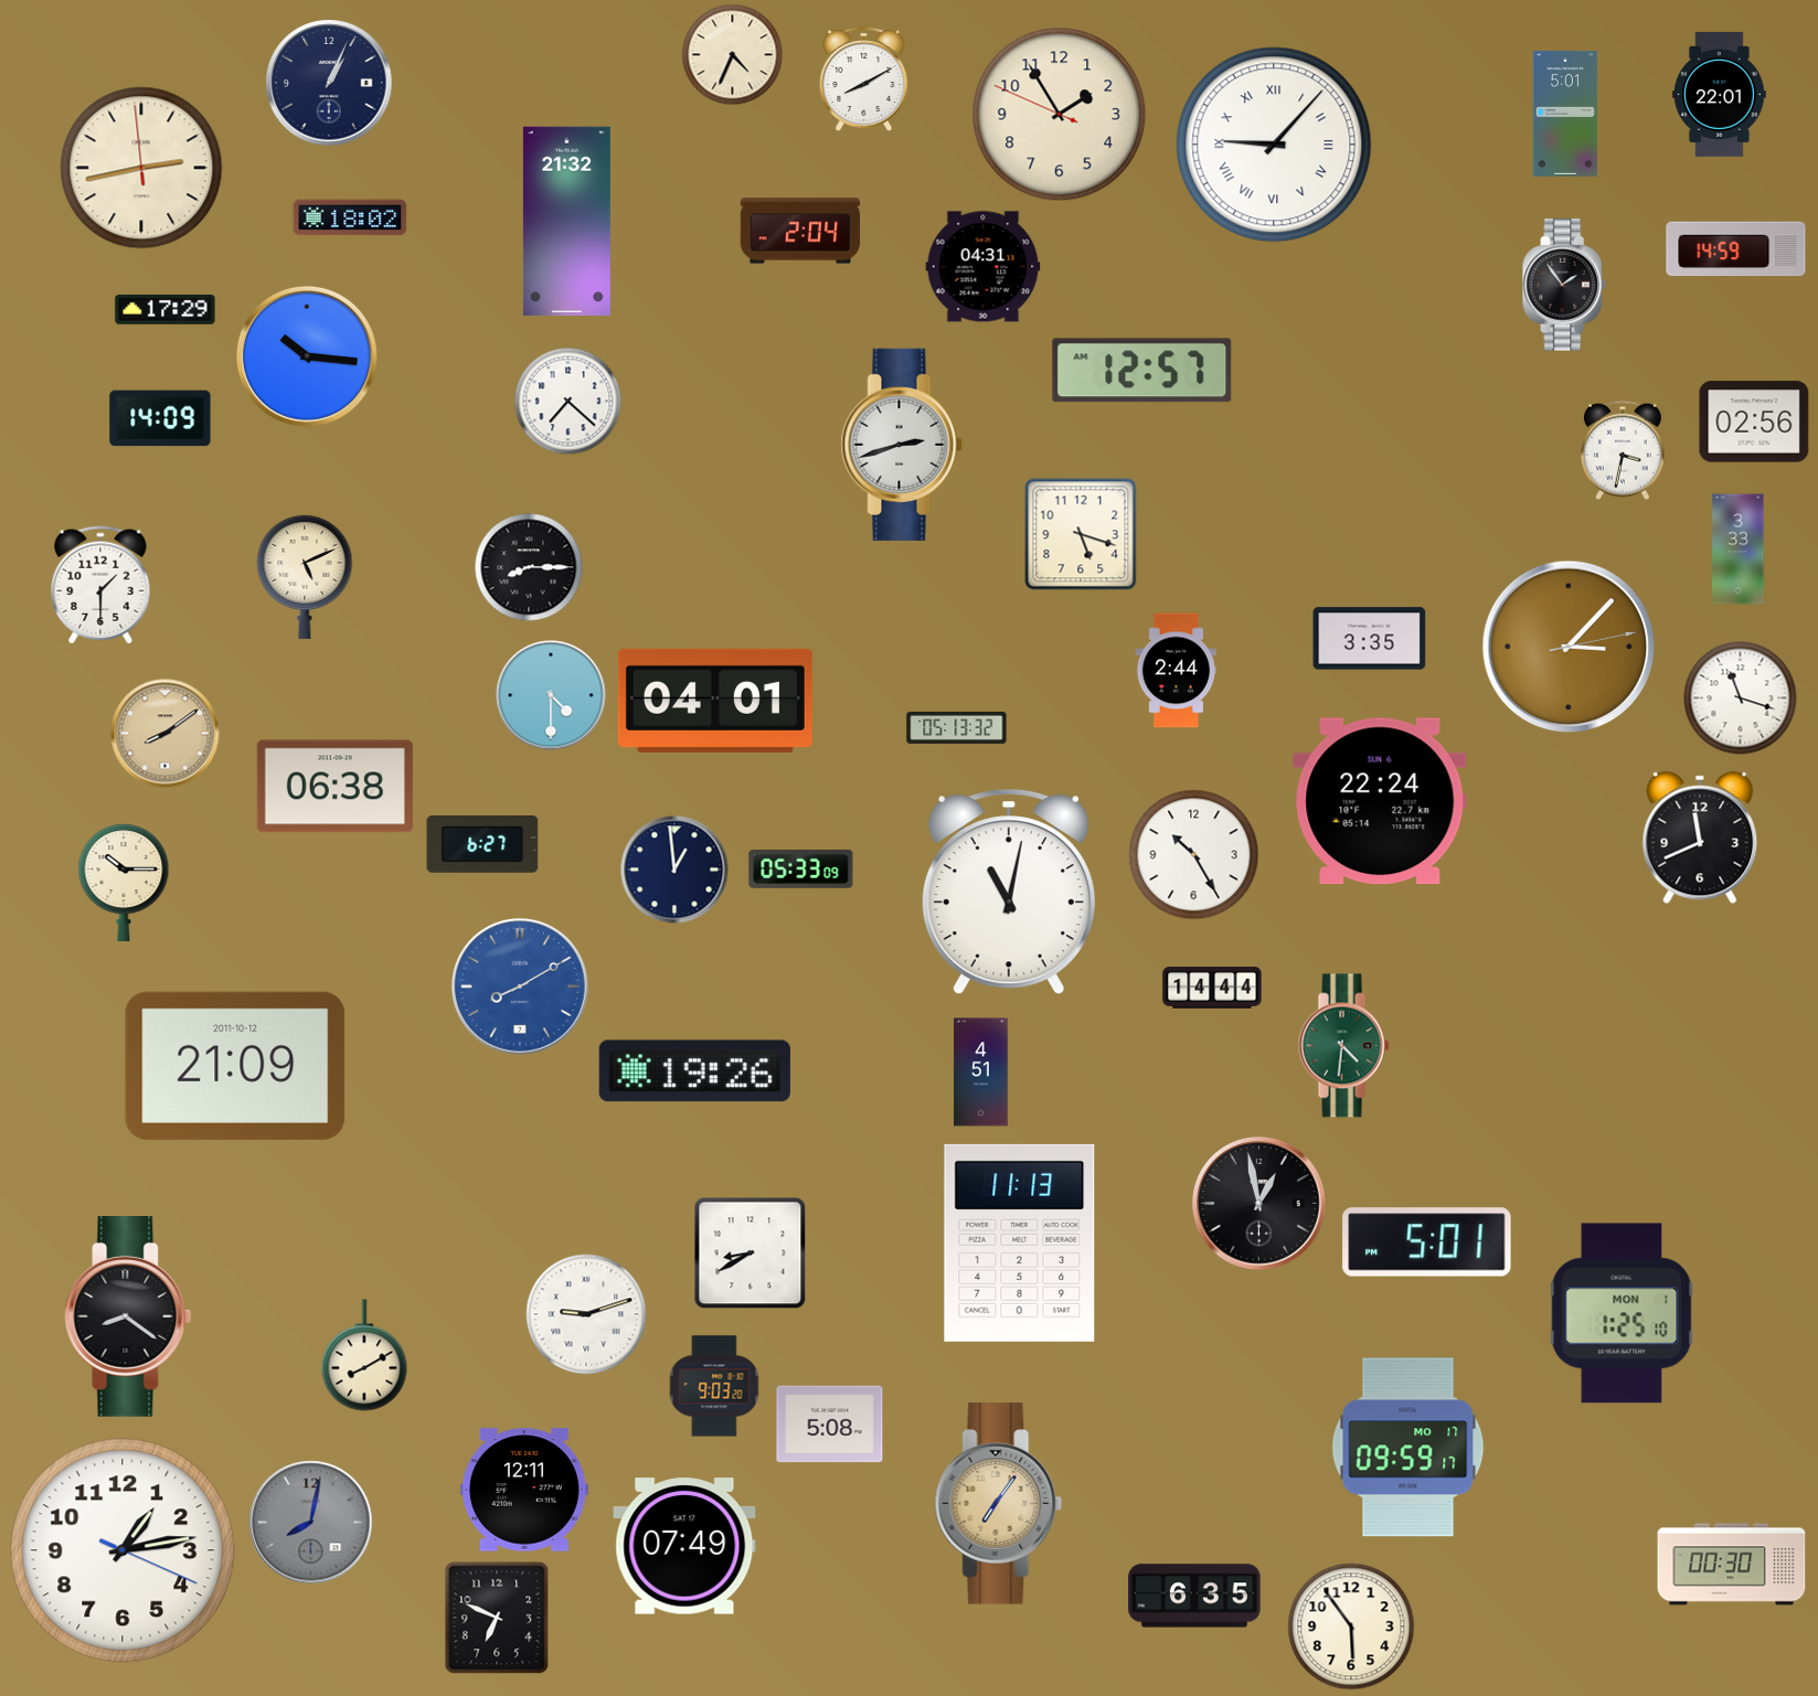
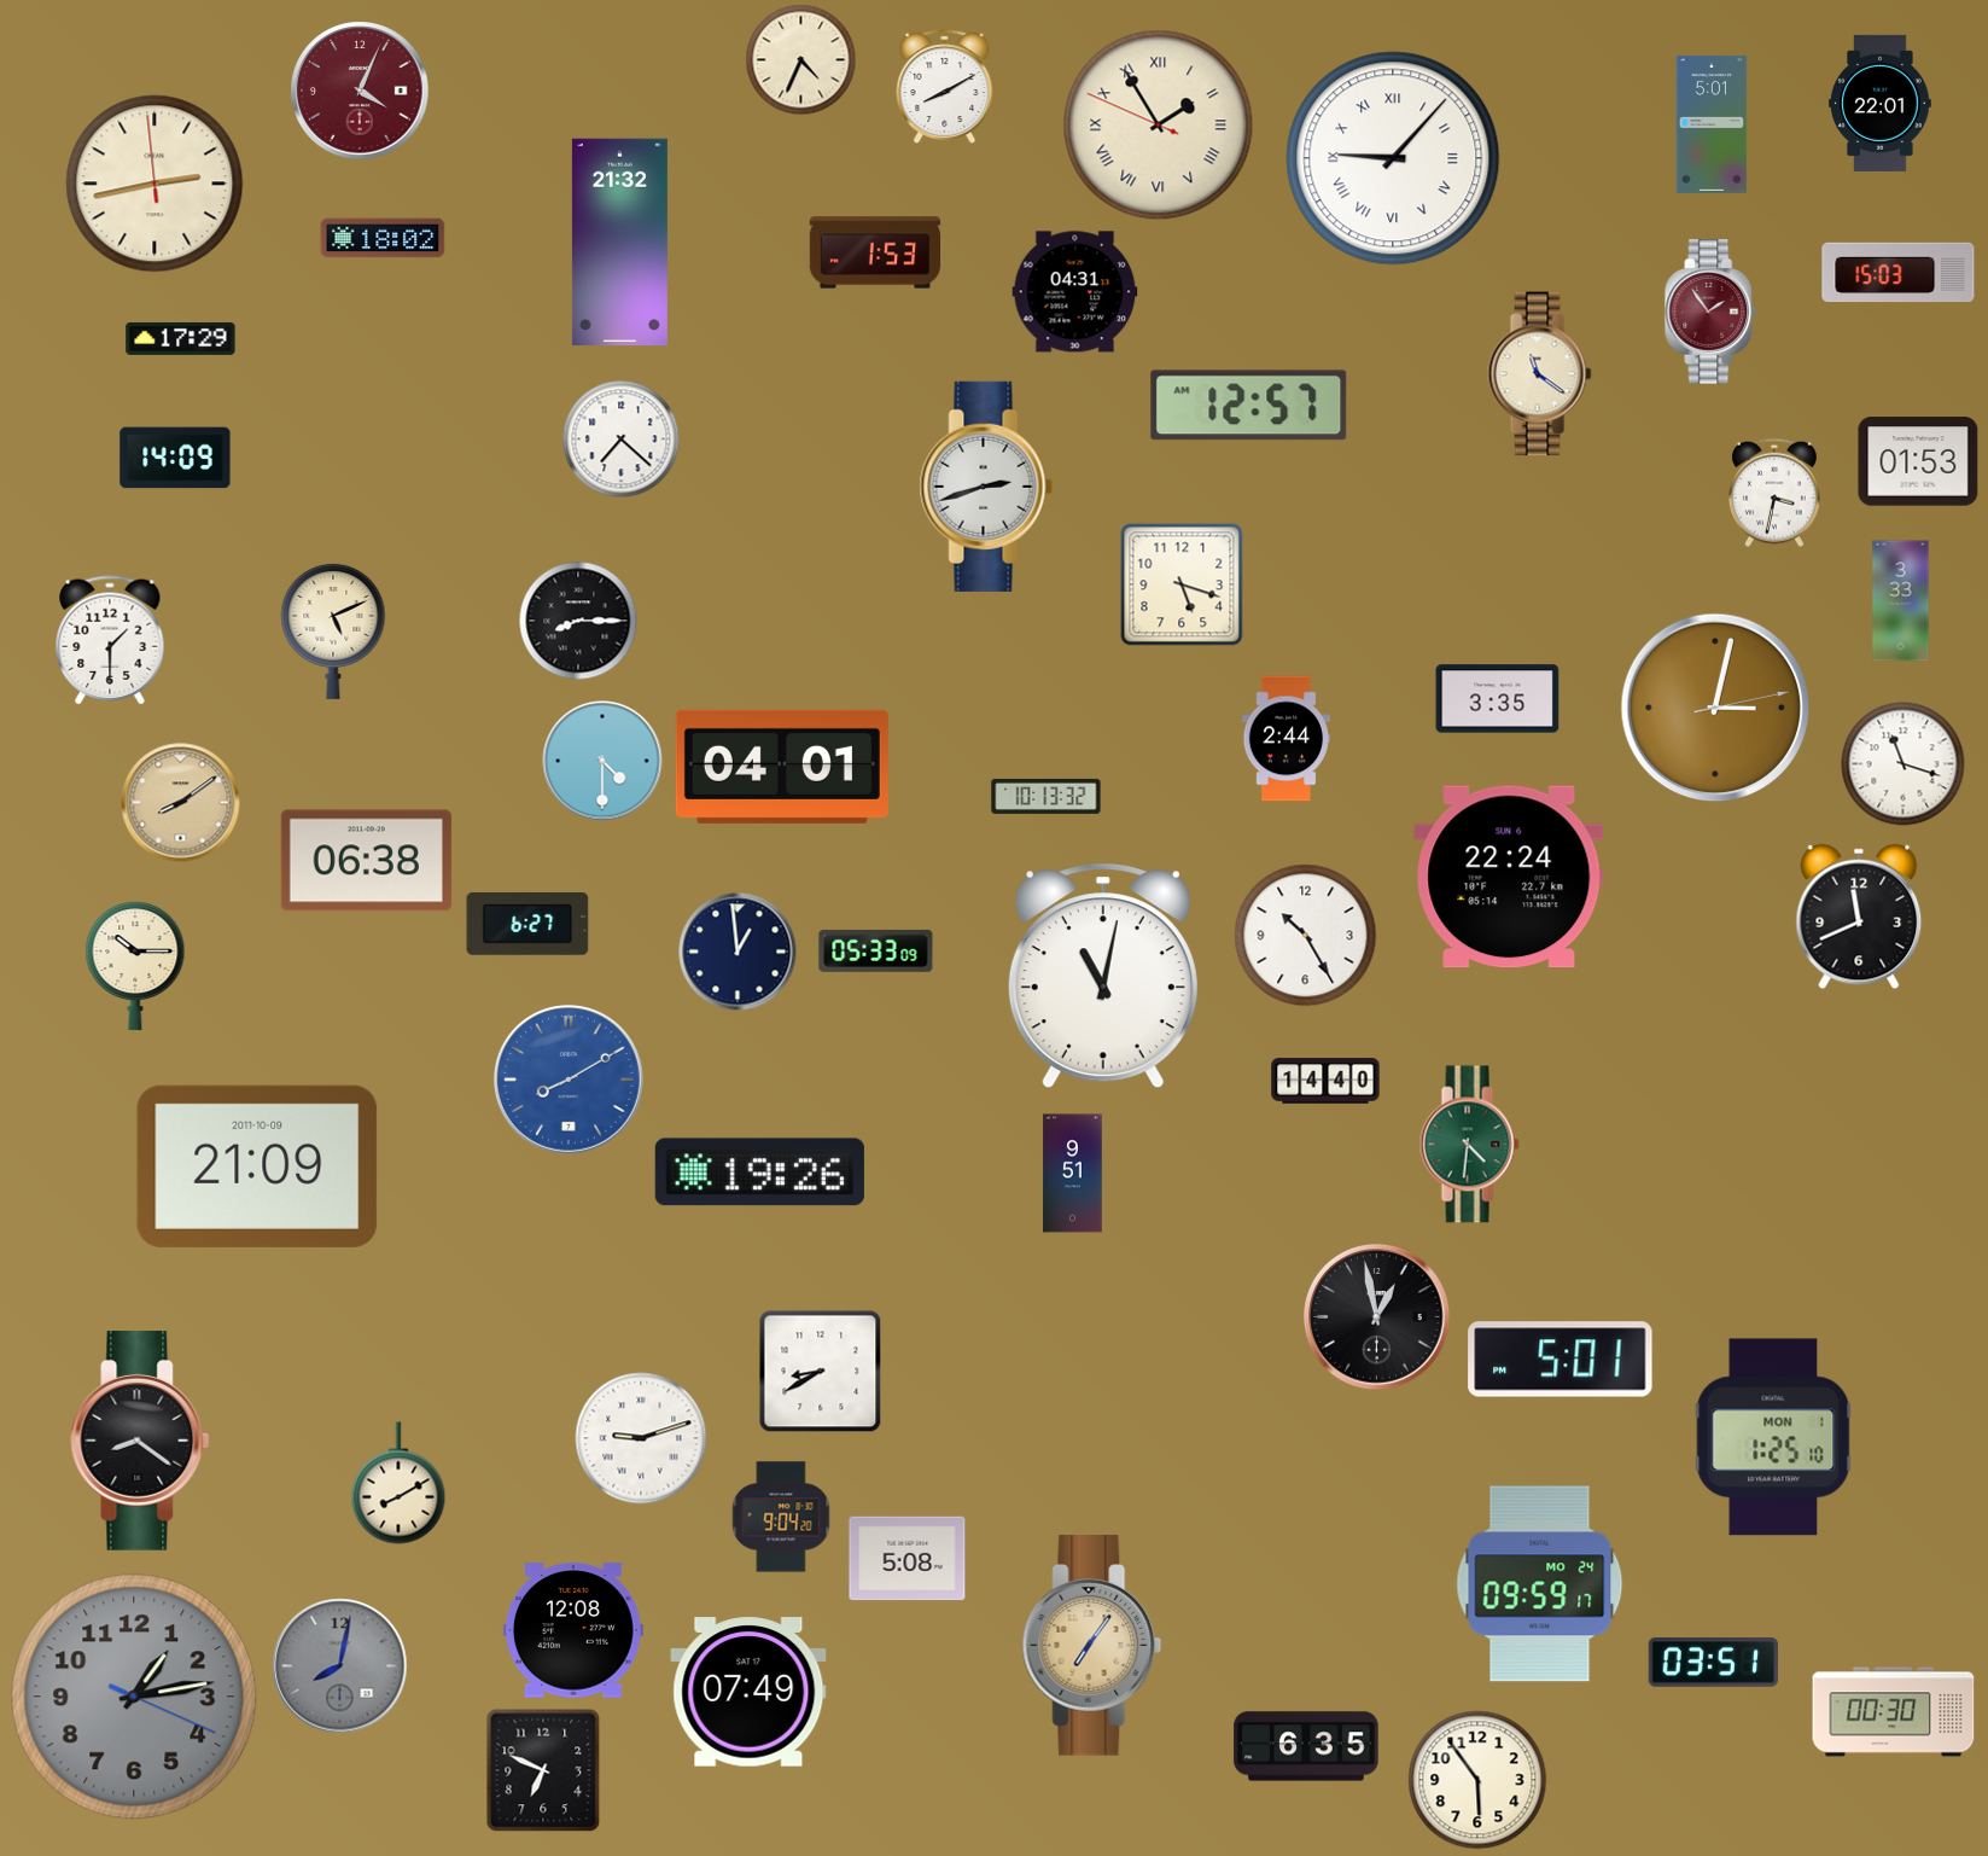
clock at (329, 83): 1:04 -> 4:04
clock at (329, 83) dial: navy -> burgundy
clock at (1060, 115) numerals: Arabic -> Roman
clock at (800, 231): 2:04 -> 1:53
clock at (1736, 249): 14:59 -> 15:03
clock at (1564, 285) dial: black -> burgundy
clock at (1540, 374): none -> 11:21
clock at (307, 356): 10:16 -> none
clock at (1754, 422): 02:56 -> 01:53
clock at (1569, 647): 3:07 -> 3:02
clock at (1176, 671) position: (1176, 671) -> (1286, 739)
clock at (957, 727): 05:13 -> 10:13
clock at (1212, 988): 14:44 -> 14:40
clock at (235, 1066) date: 2011-10-12 -> 2011-10-09
clock at (981, 1073): 4:51 -> 9:51
clock at (1020, 1242): 11:13 -> none
clock at (714, 1386): 9:03 -> 9:04
clock at (1408, 1448) date: MO 17 -> MO 24
clock at (524, 1490): 12:11 -> 12:08
clock at (1714, 1663): none -> 03:51
clock at (123, 1550) dial: white -> grey
